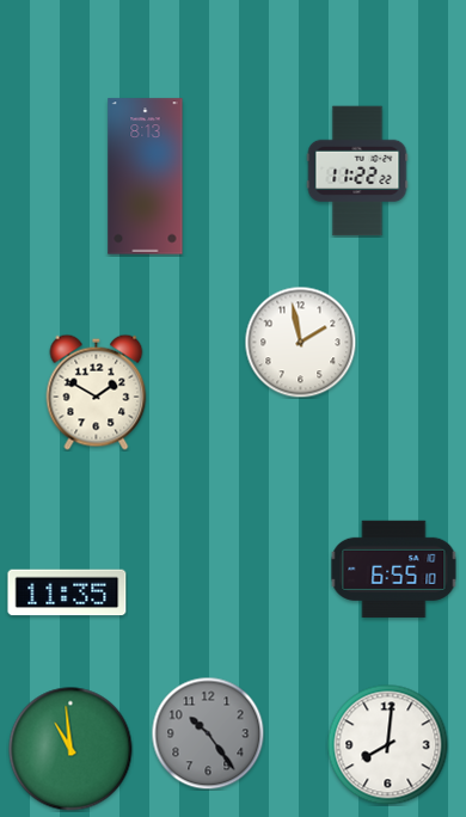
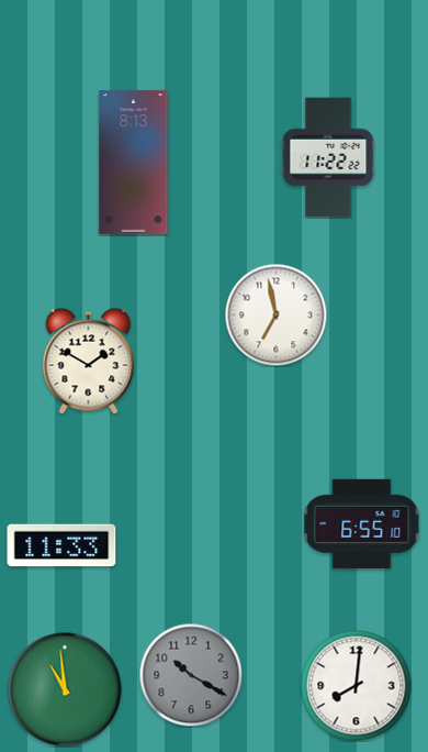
clock at (300, 342): 1:58 -> 6:58
clock at (67, 592): 11:35 -> 11:33
clock at (208, 733): 10:24 -> 10:20
